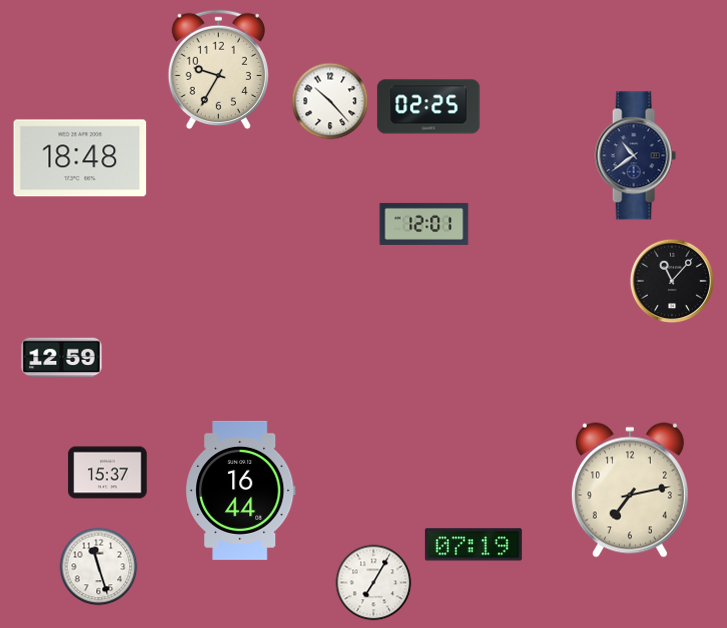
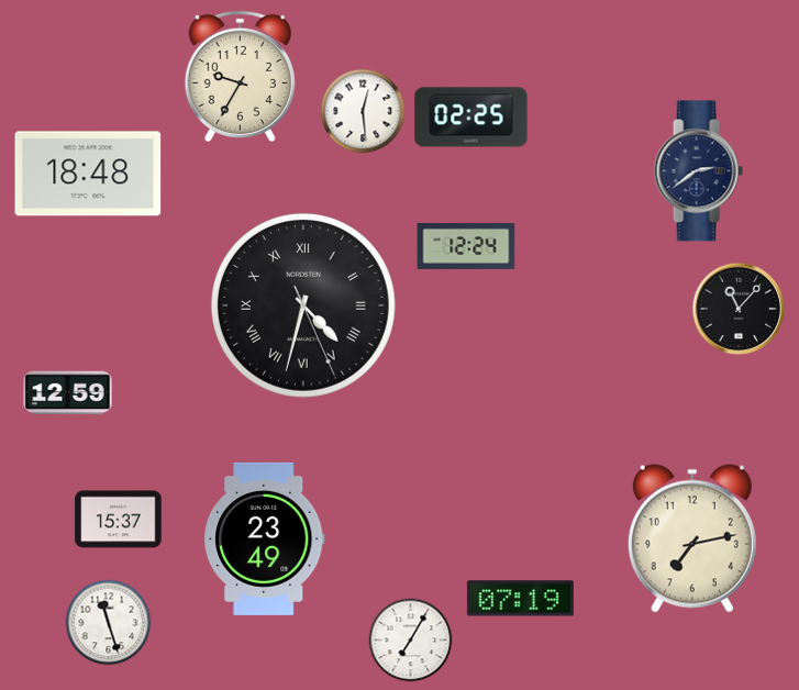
clock at (330, 101): 10:23 -> 12:29
clock at (635, 156): 10:39 -> 2:39
clock at (424, 224): 12:01 -> 12:24
clock at (303, 305): none -> 4:32
clock at (241, 490): 16:44 -> 23:49
